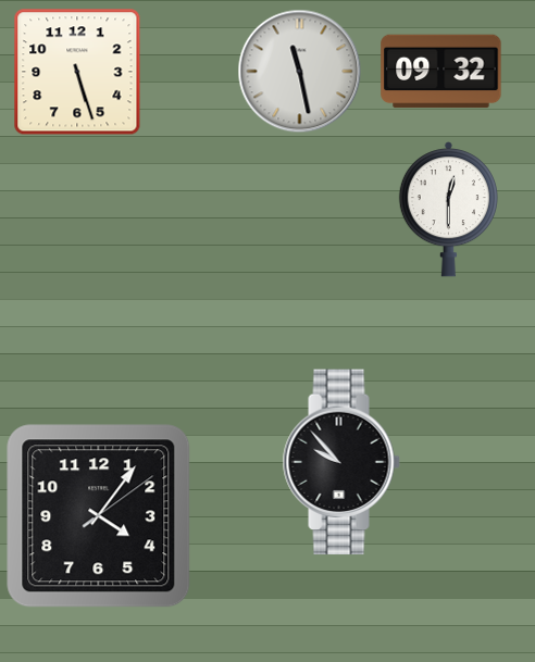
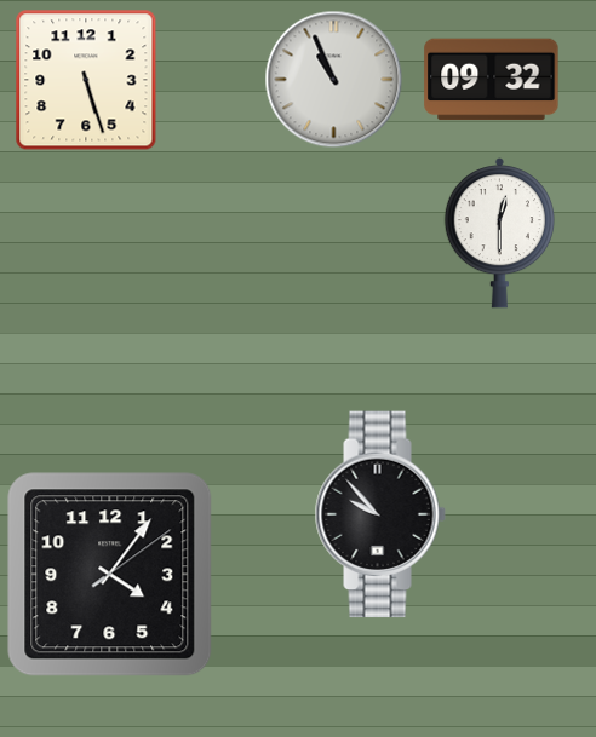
clock at (300, 72): 11:28 -> 10:56
